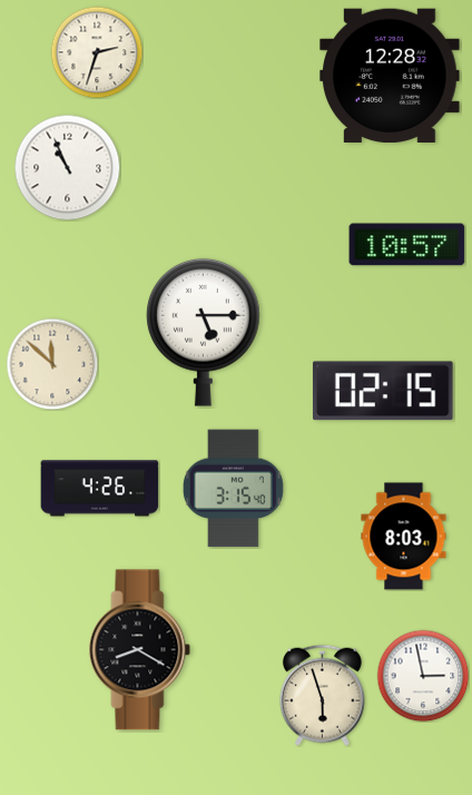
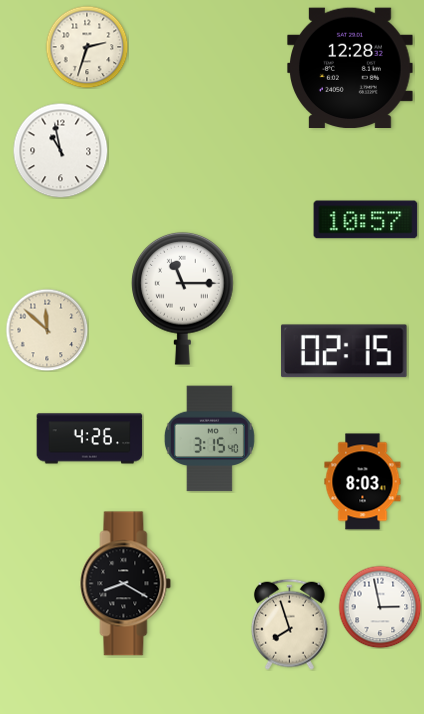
clock at (67, 167): 10:56 -> 10:58
clock at (204, 332): 5:15 -> 11:15
clock at (52, 364) position: (52, 364) -> (47, 330)
clock at (322, 695): 5:57 -> 7:57
